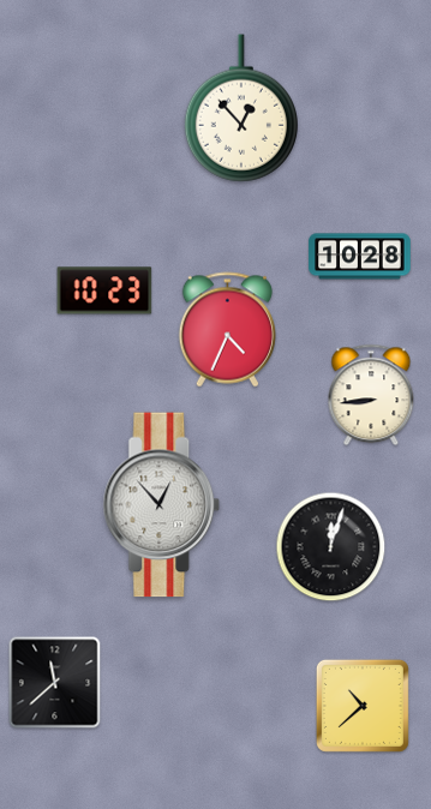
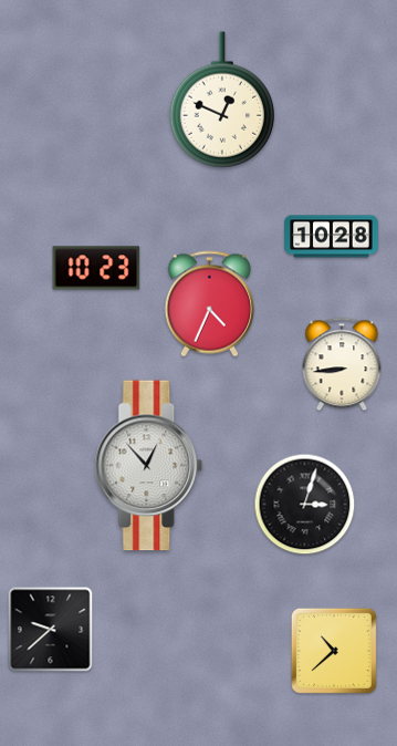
clock at (241, 108): 12:53 -> 12:49
clock at (331, 547): 12:03 -> 3:03
clock at (55, 683): 11:38 -> 9:38
